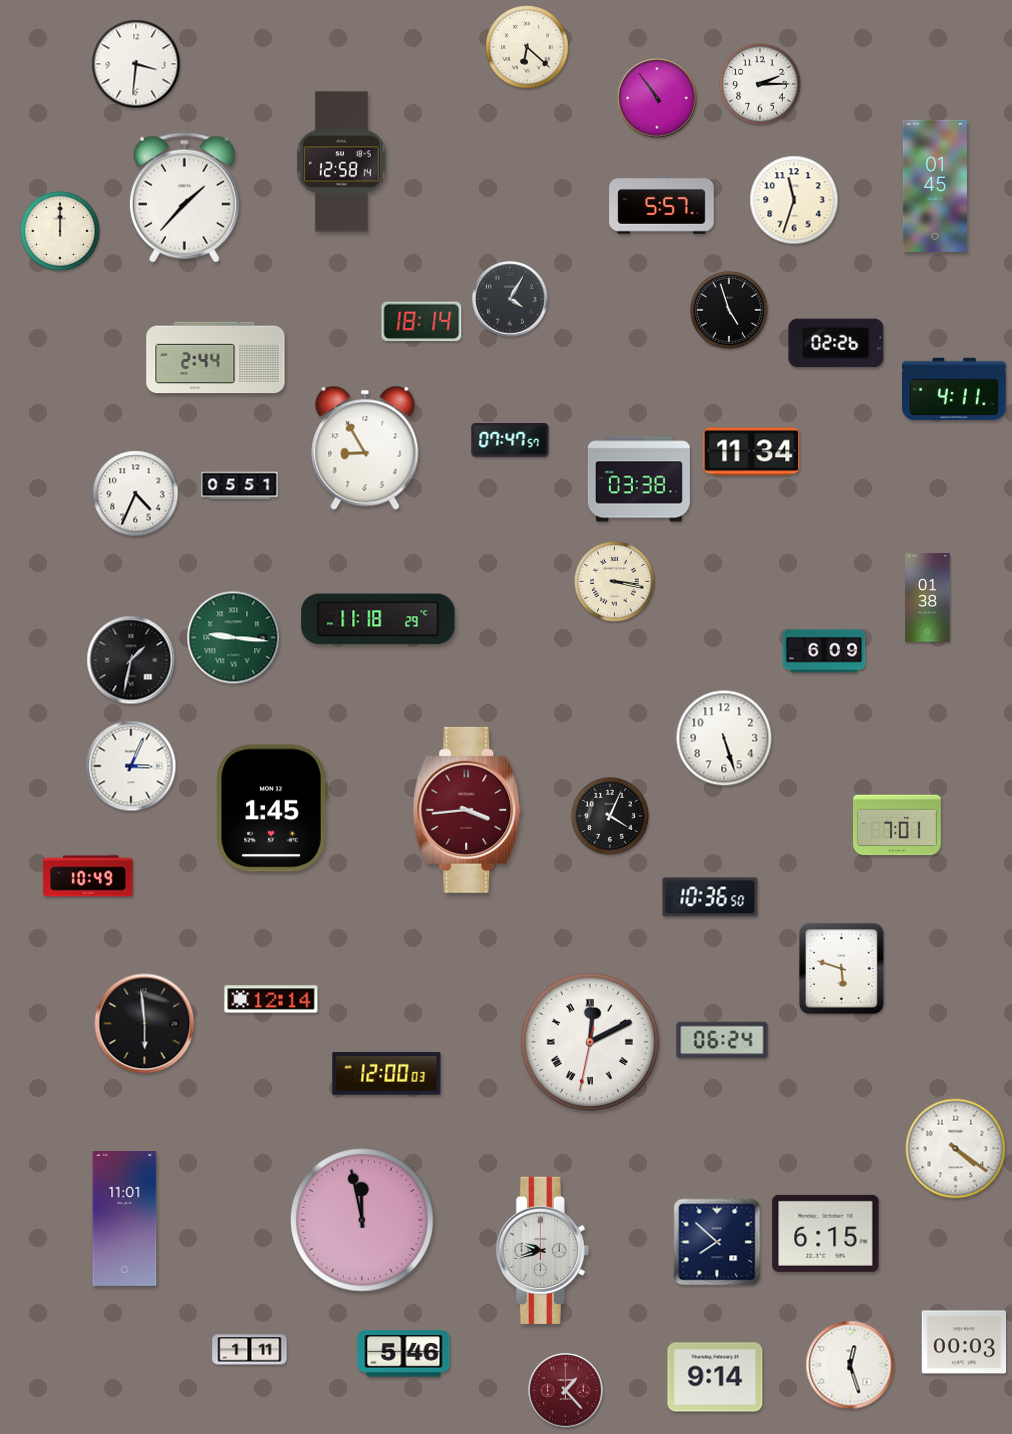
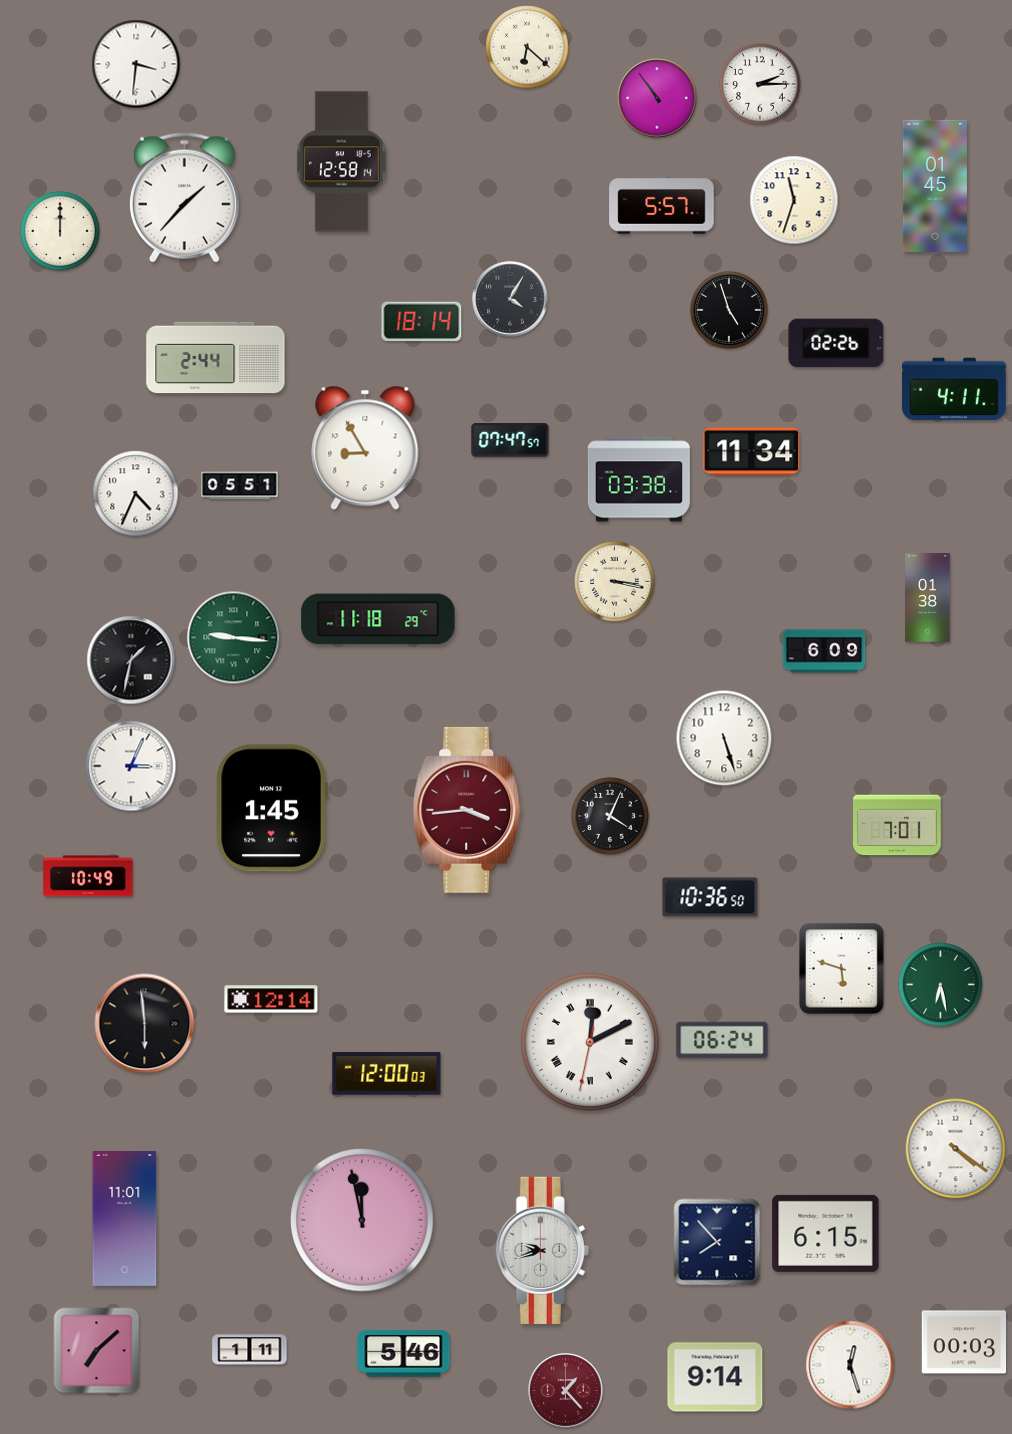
clock at (941, 985): none -> 6:28
clock at (717, 1242): 7:52 -> 7:53
clock at (97, 1351): none -> 7:08
